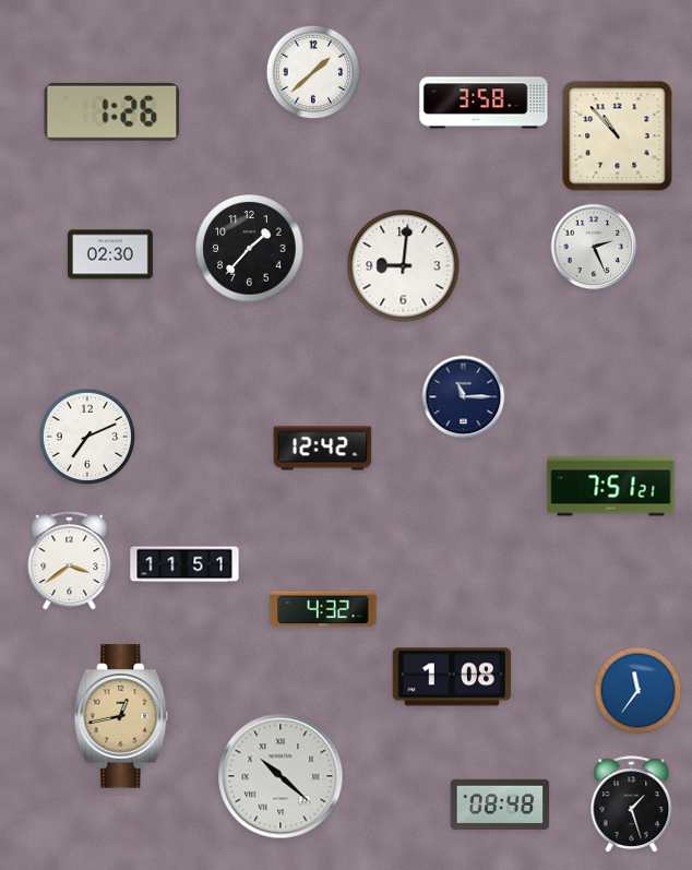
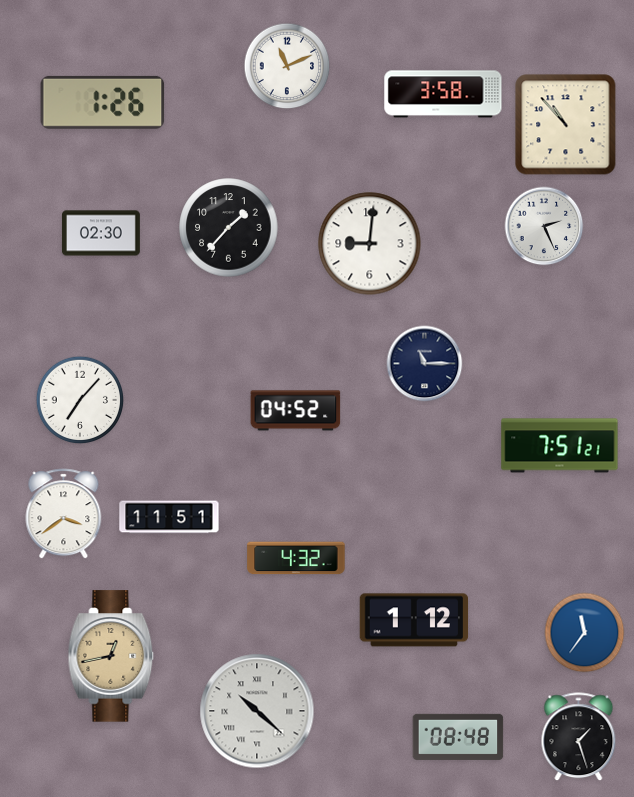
clock at (313, 72): 1:38 -> 11:11
clock at (87, 437): 7:11 -> 7:07
clock at (323, 449): 12:42 -> 04:52
clock at (452, 677): 1:08 -> 1:12
